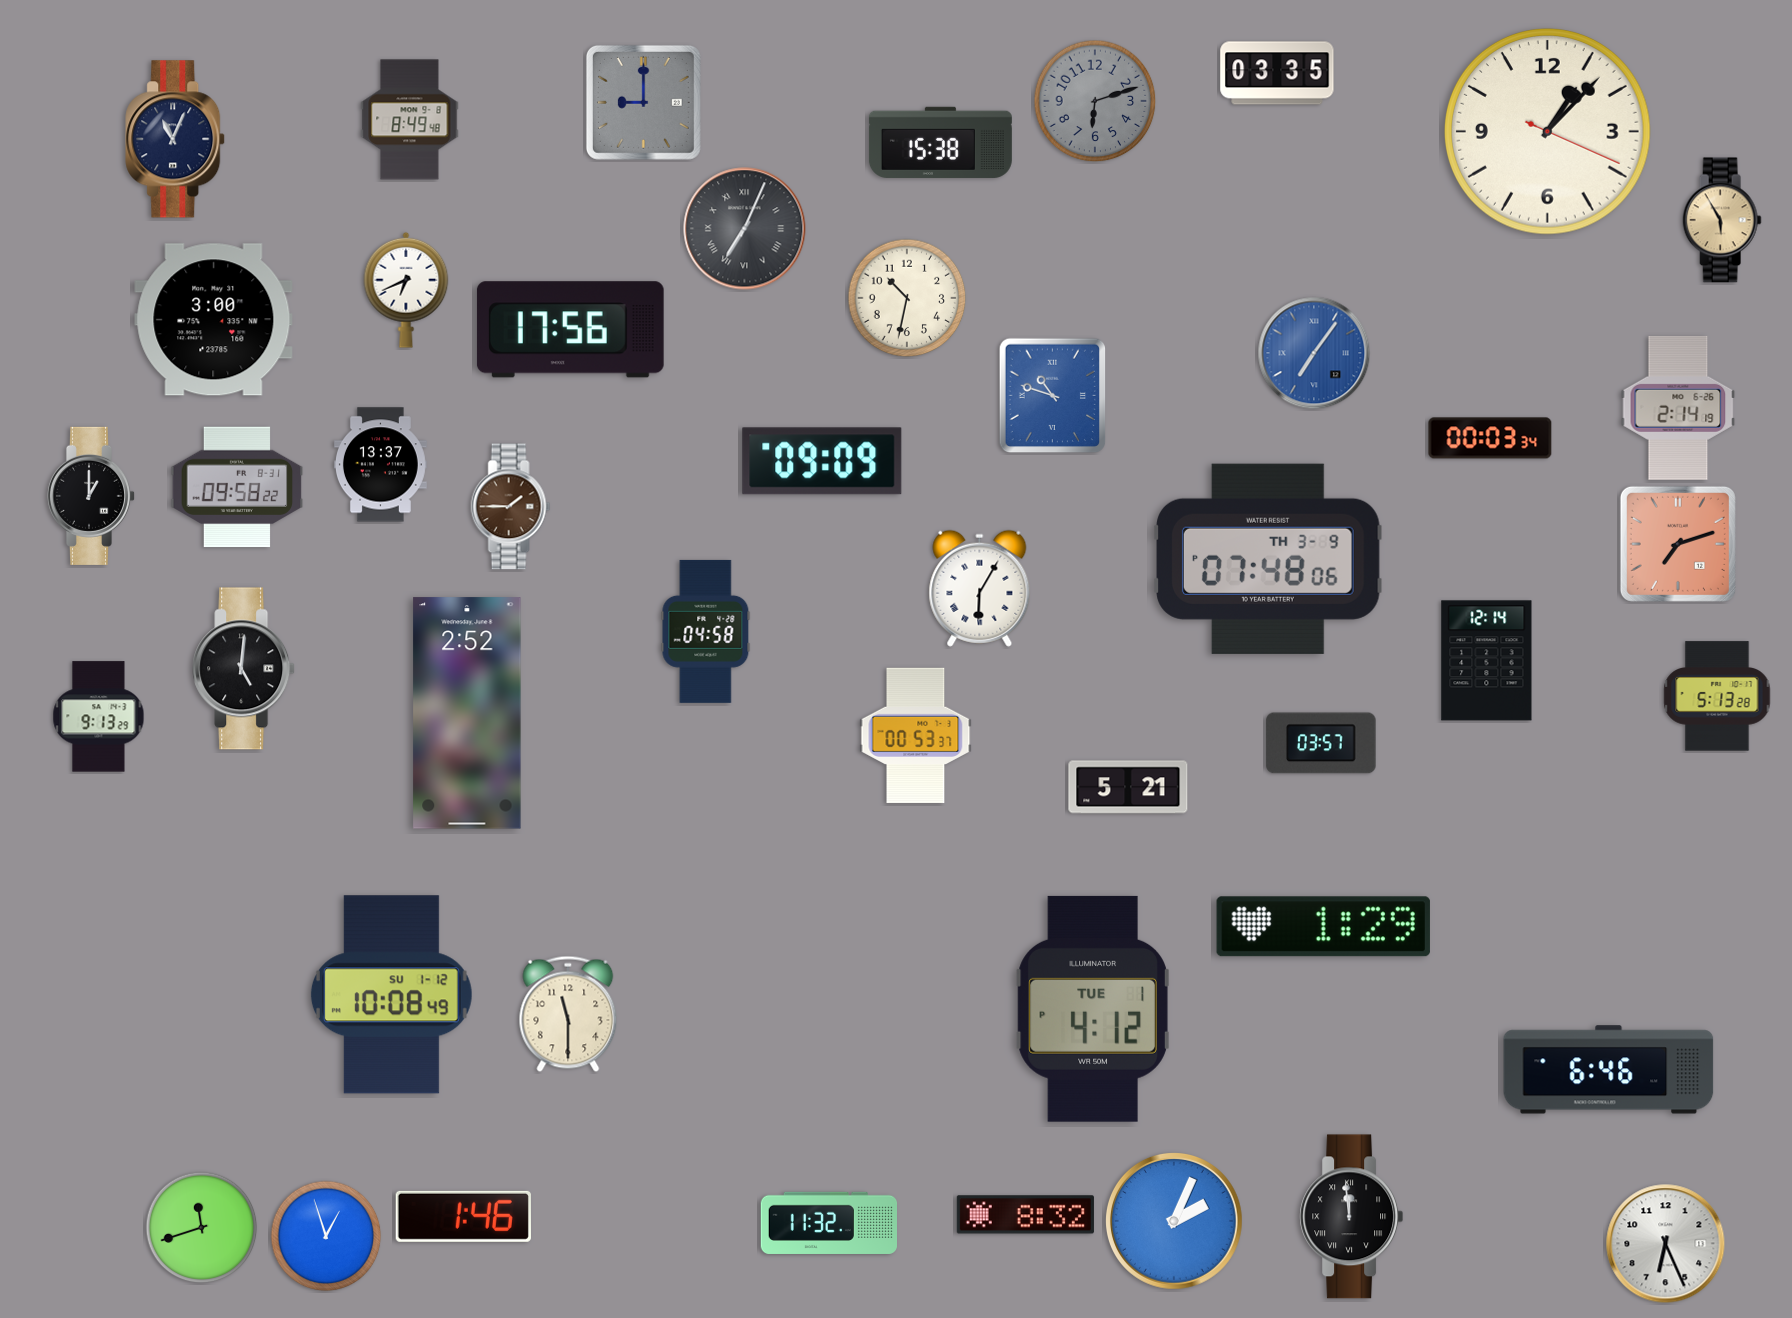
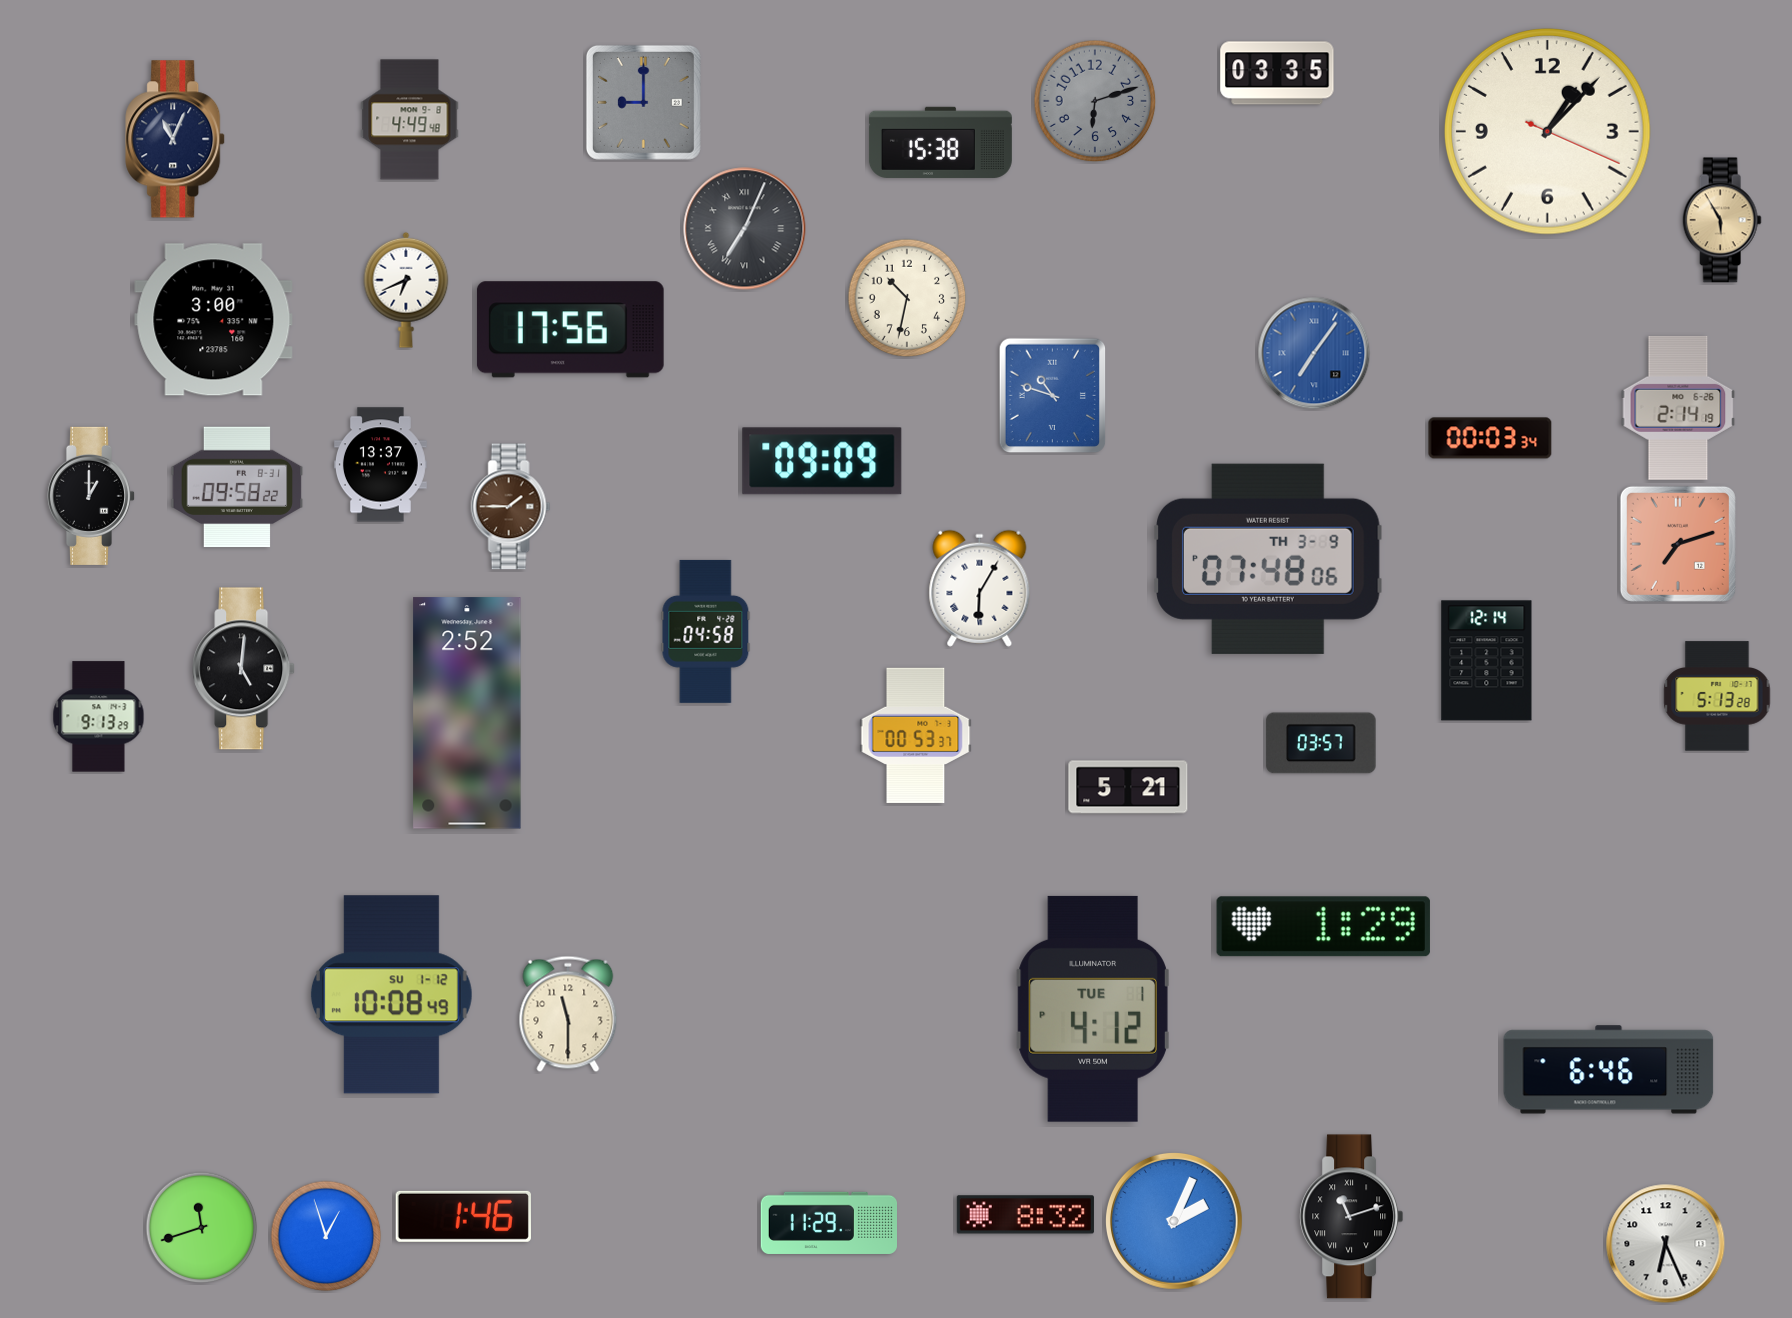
clock at (410, 120): 8:49 -> 4:49
clock at (1352, 1217): 11:59 -> 11:12
clock at (828, 1223): 11:32 -> 11:29
